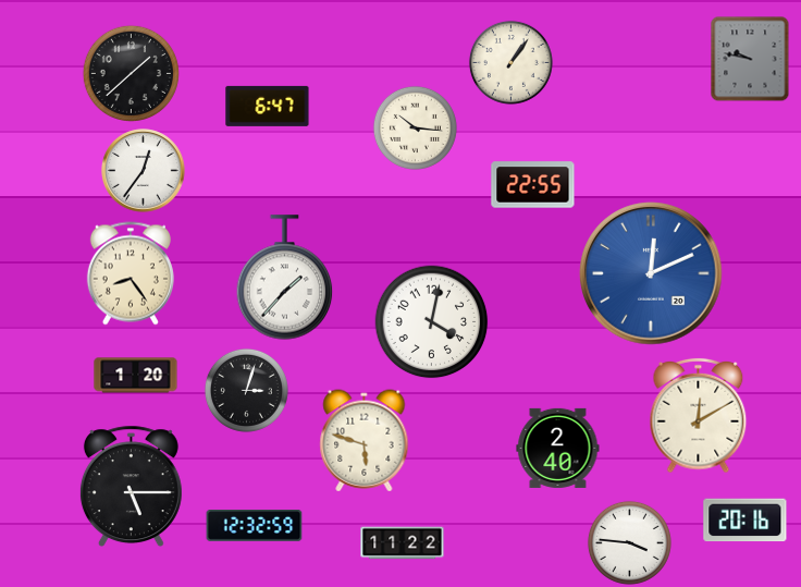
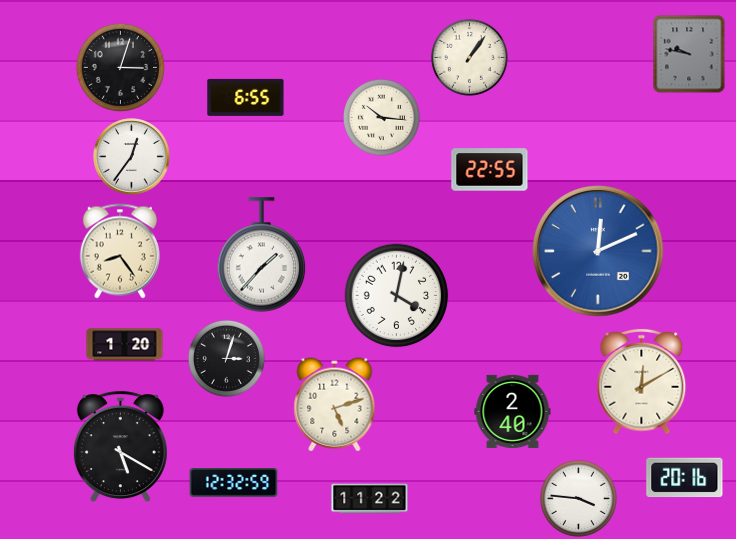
clock at (131, 73): 1:38 -> 3:03
clock at (268, 106): 6:47 -> 6:55
clock at (365, 441): 5:48 -> 5:12
clock at (131, 487): 5:15 -> 5:20
